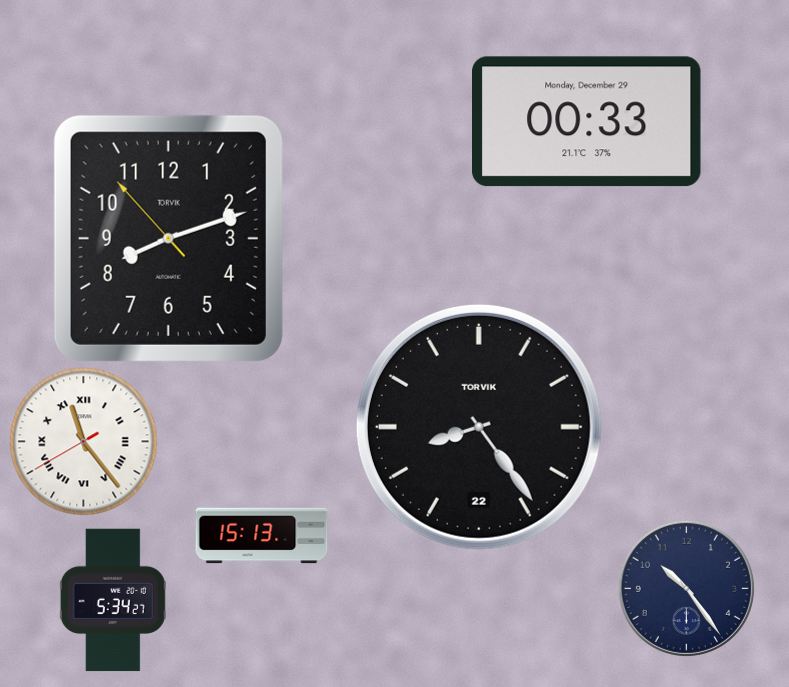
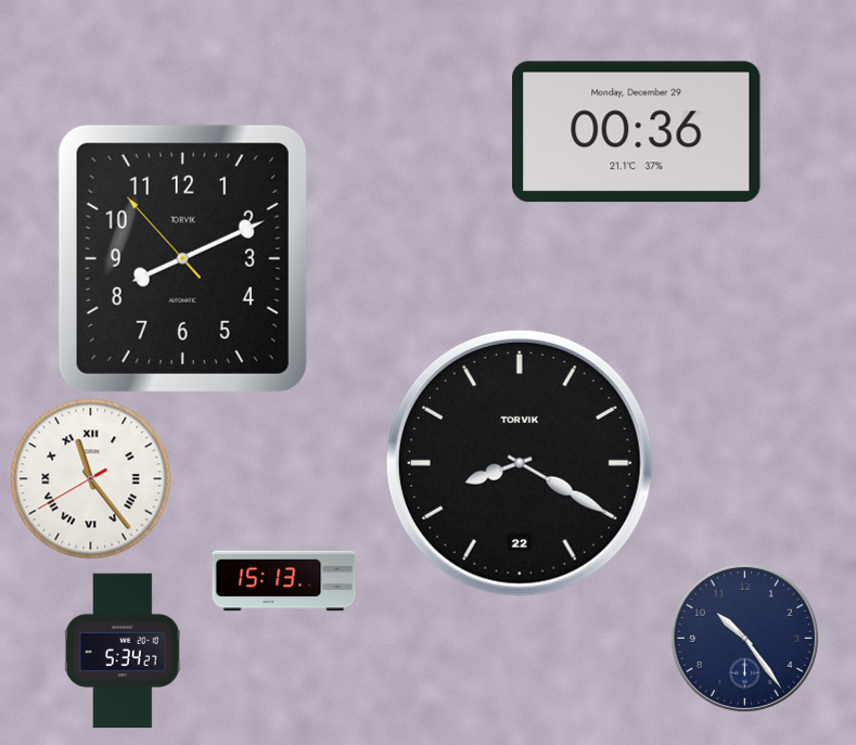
clock at (587, 122): 00:33 -> 00:36
clock at (168, 238): 8:11 -> 8:10
clock at (479, 427): 8:24 -> 8:20
